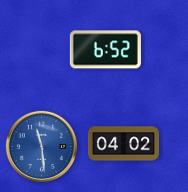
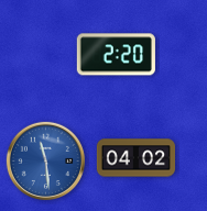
clock at (105, 50): 6:52 -> 2:20
